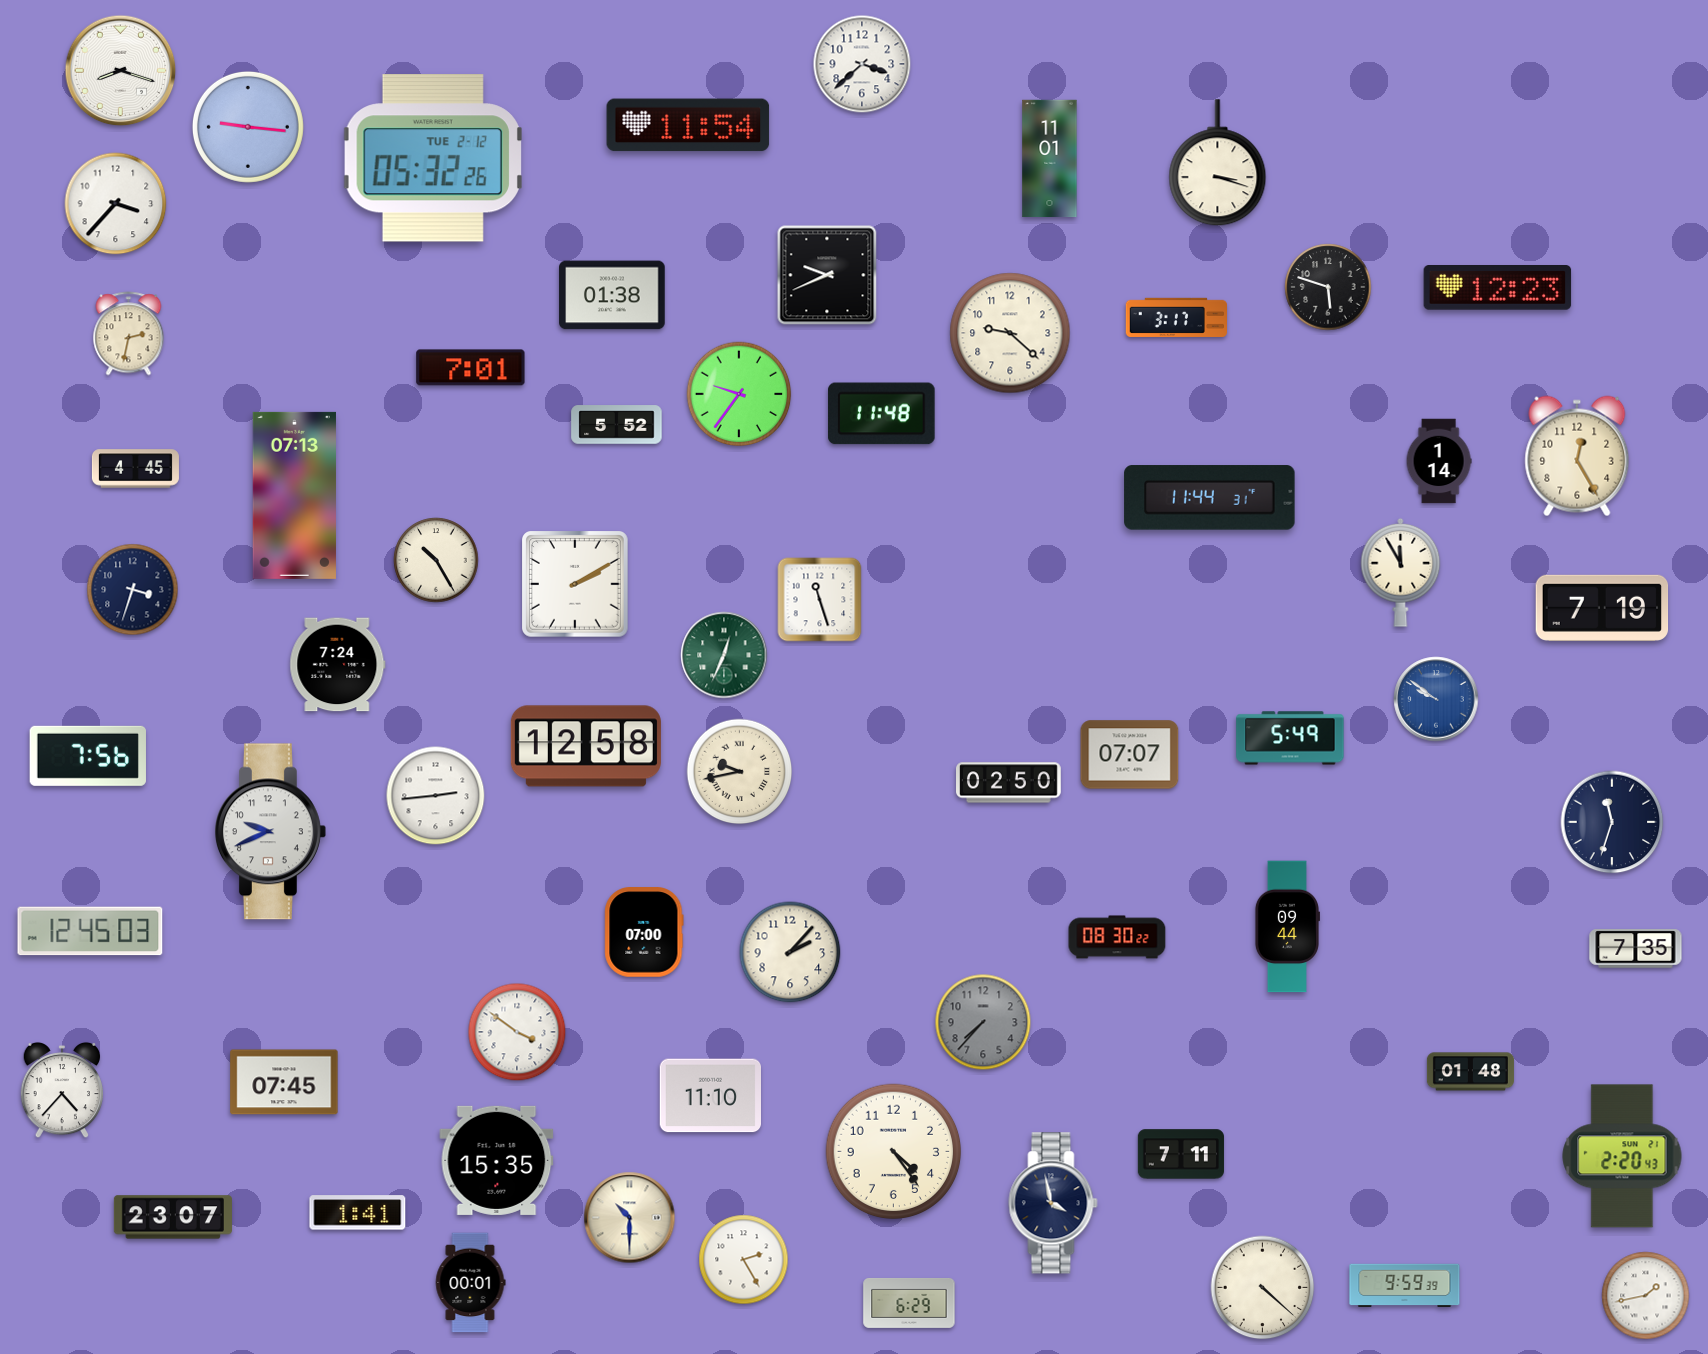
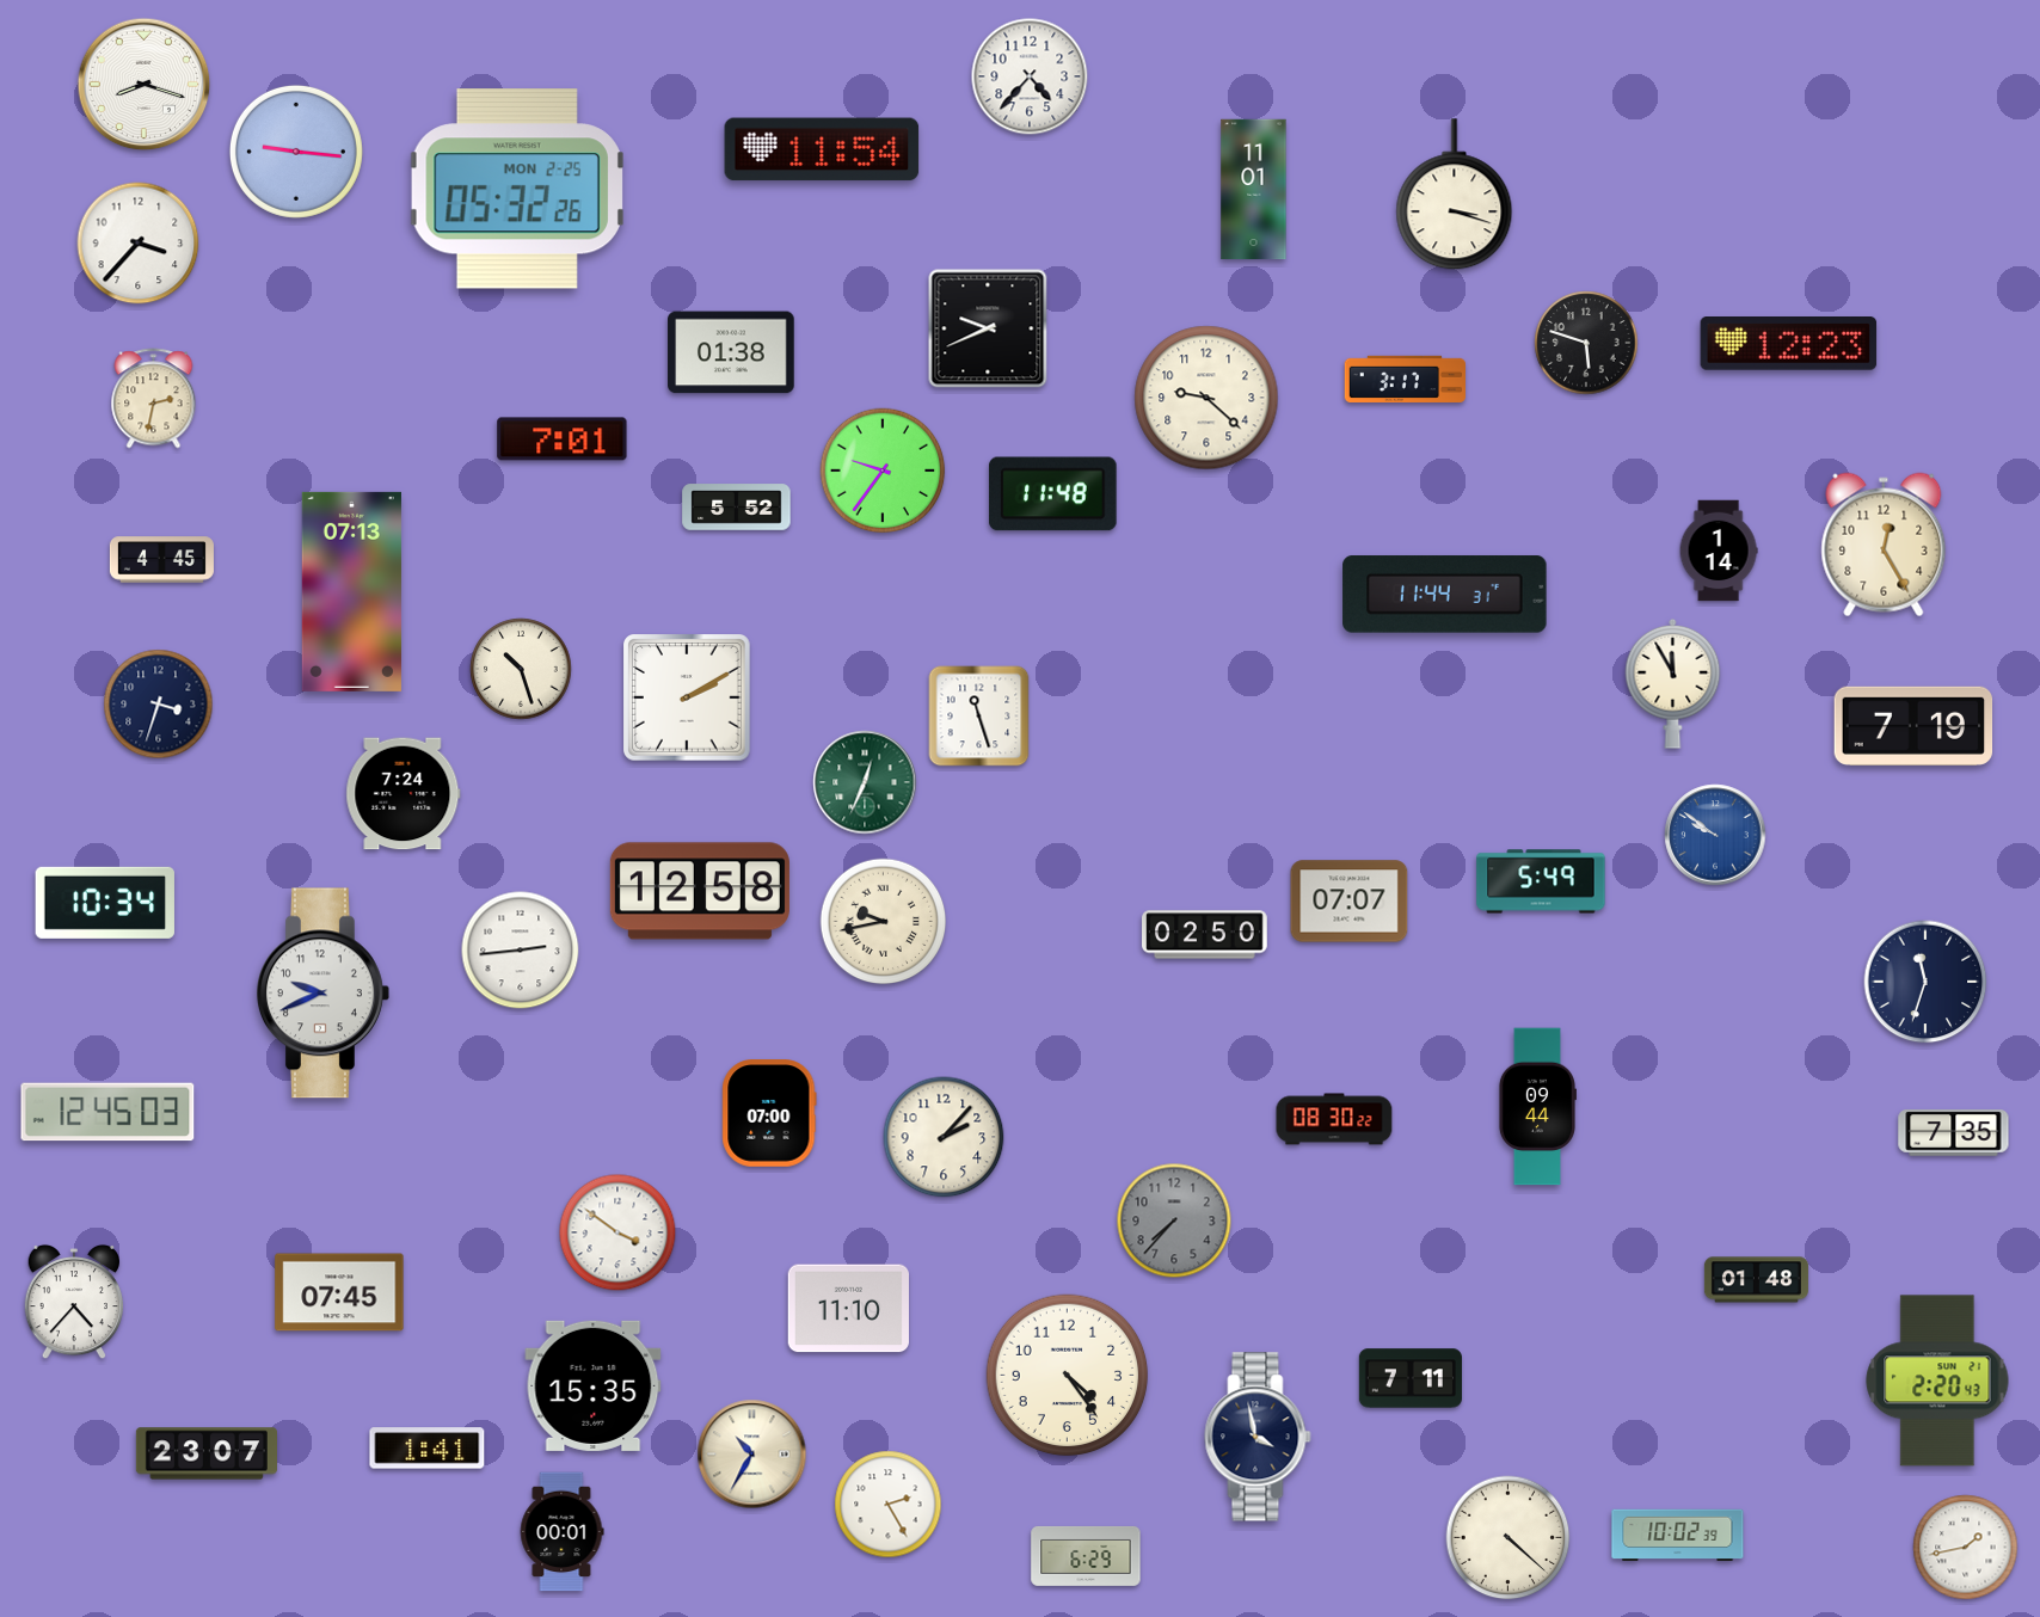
clock at (862, 64): 3:38 -> 4:37
clock at (433, 158) date: TUE 2-12 -> MON 2-25
clock at (436, 560): 10:25 -> 10:27
clock at (87, 756): 7:56 -> 10:34
clock at (630, 1218): 10:30 -> 10:35
clock at (1405, 1286): 9:59 -> 10:02
